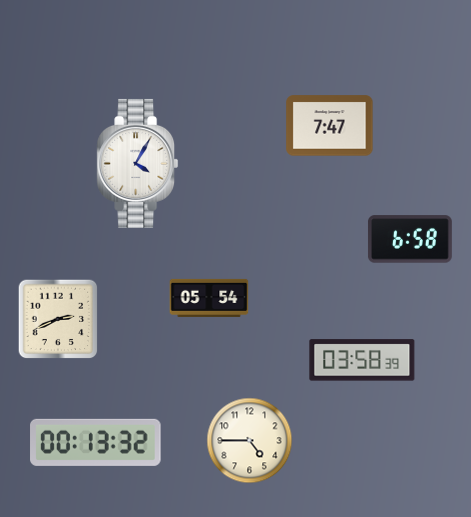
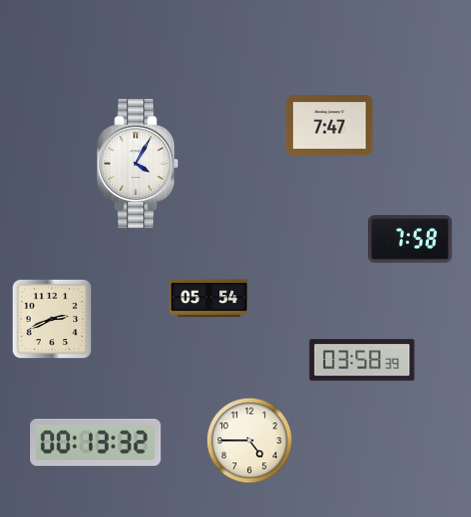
clock at (410, 239): 6:58 -> 7:58
clock at (58, 319) position: (58, 319) -> (52, 319)
